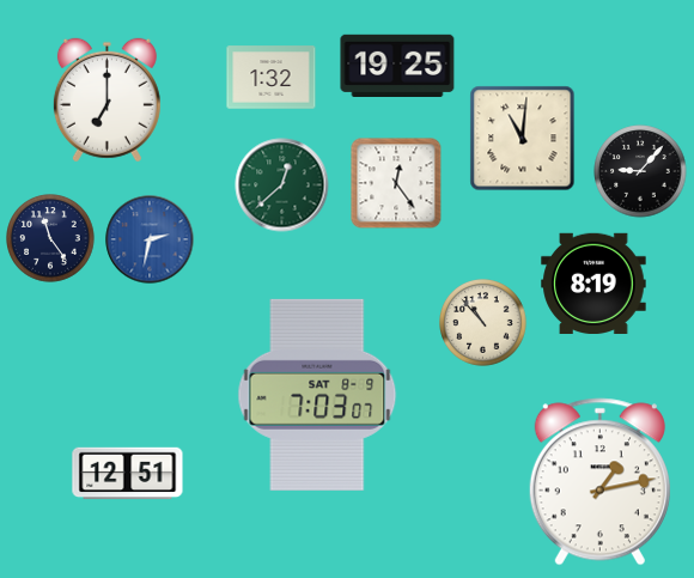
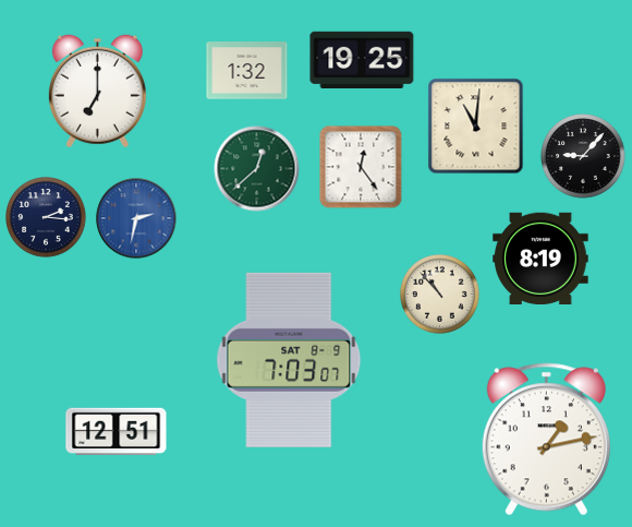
clock at (50, 238): 11:24 -> 2:16
